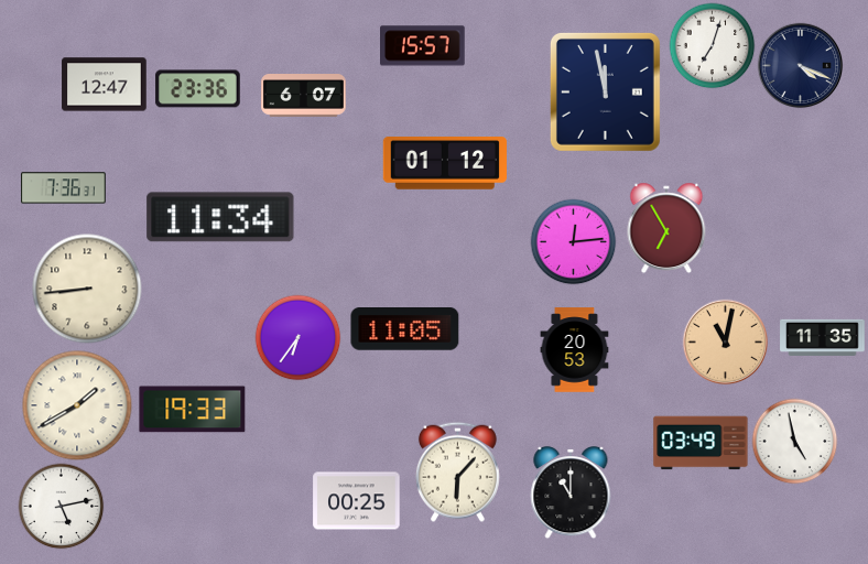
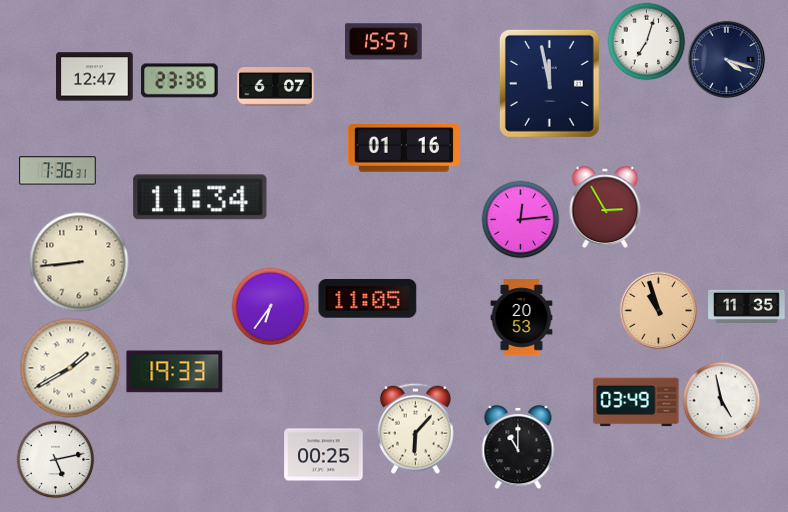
clock at (800, 65): 4:19 -> 4:18
clock at (445, 164): 01:12 -> 01:16
clock at (666, 228): 6:55 -> 2:55
clock at (725, 341): 11:02 -> 10:57
